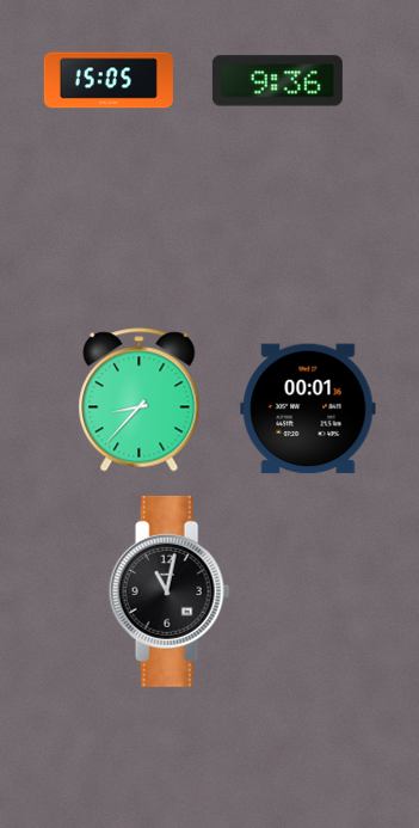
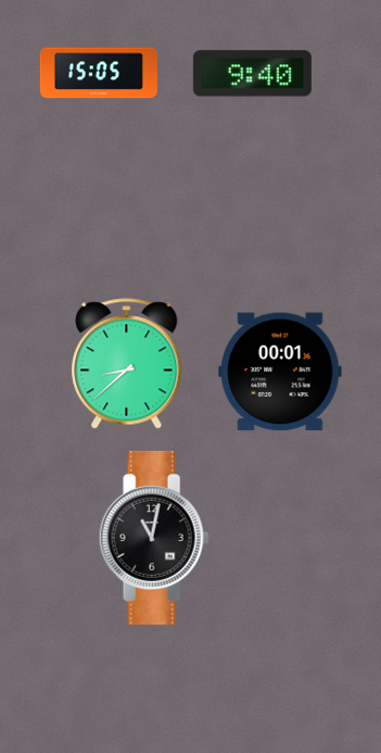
clock at (277, 81): 9:36 -> 9:40
clock at (140, 400): 8:37 -> 8:38
